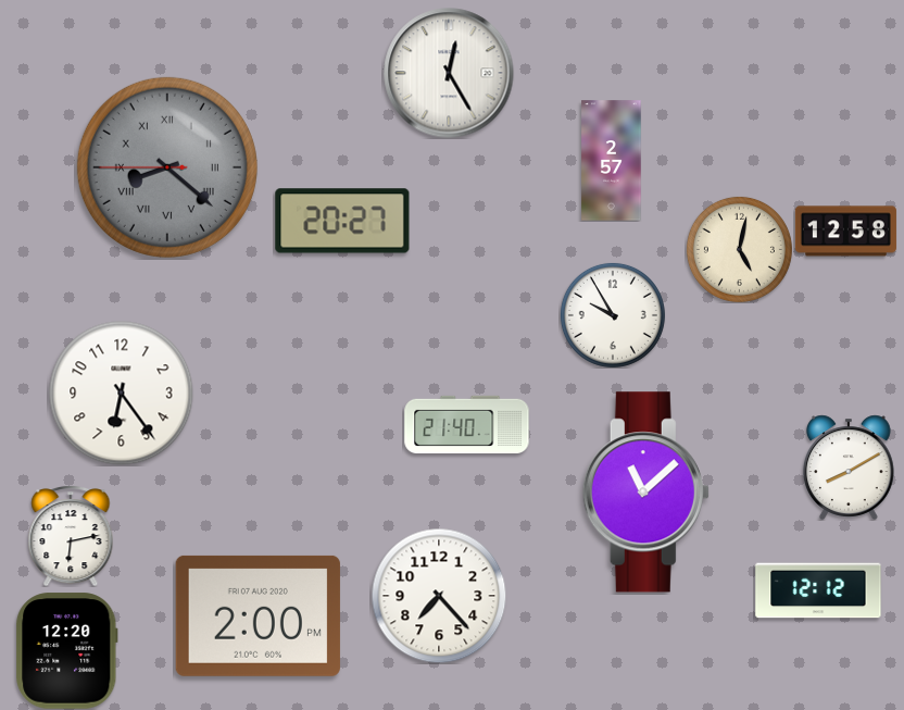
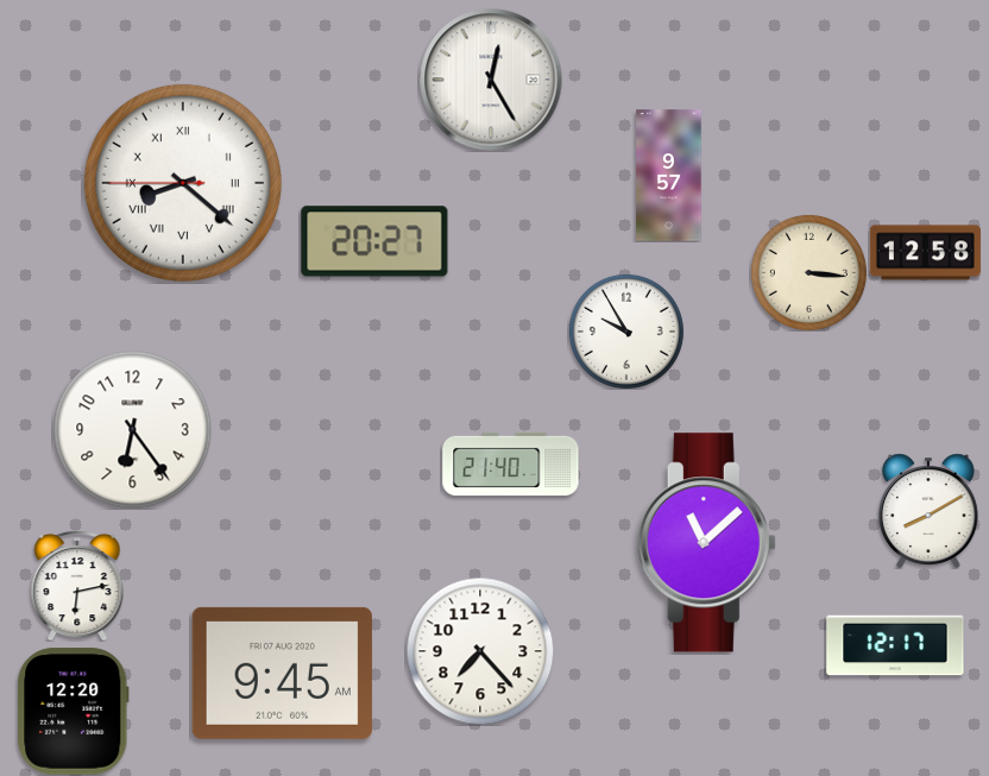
clock at (612, 161): 2:57 -> 9:57
clock at (167, 167) dial: grey -> white
clock at (739, 249): 5:02 -> 3:16
clock at (613, 315) position: (613, 315) -> (626, 332)
clock at (645, 493) position: (645, 493) -> (706, 543)
clock at (818, 590): 12:12 -> 12:17
clock at (258, 615): 2:00 -> 9:45
